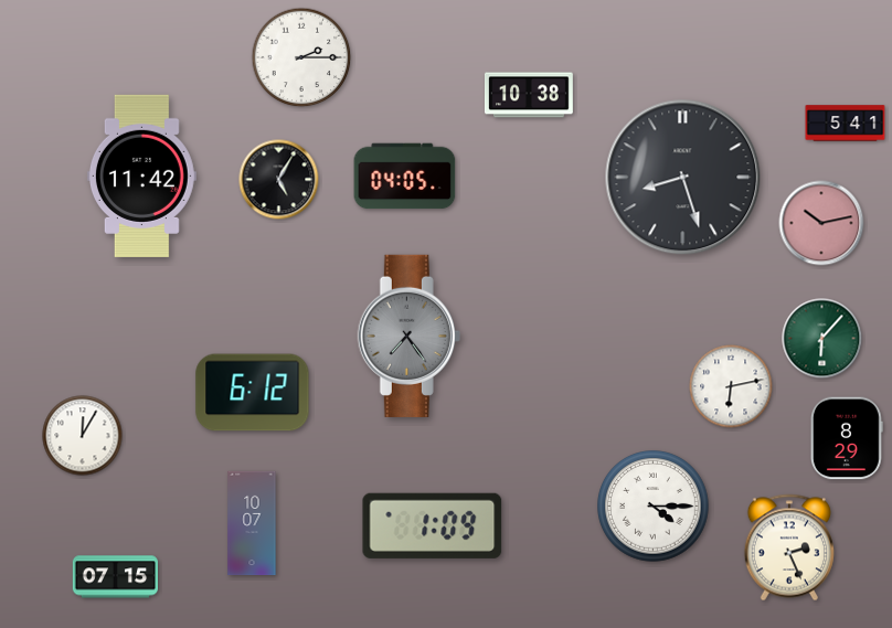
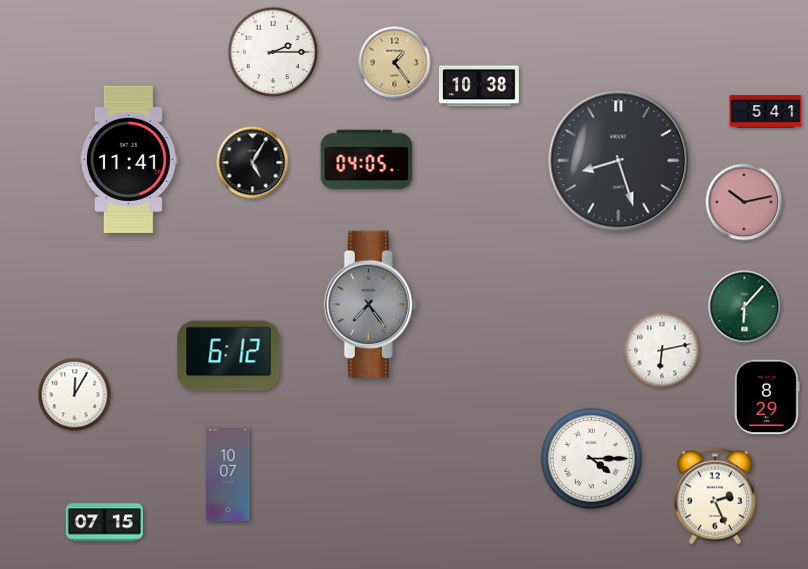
clock at (395, 63): none -> 1:24
clock at (141, 175): 11:42 -> 11:41
clock at (433, 525): 1:09 -> none
